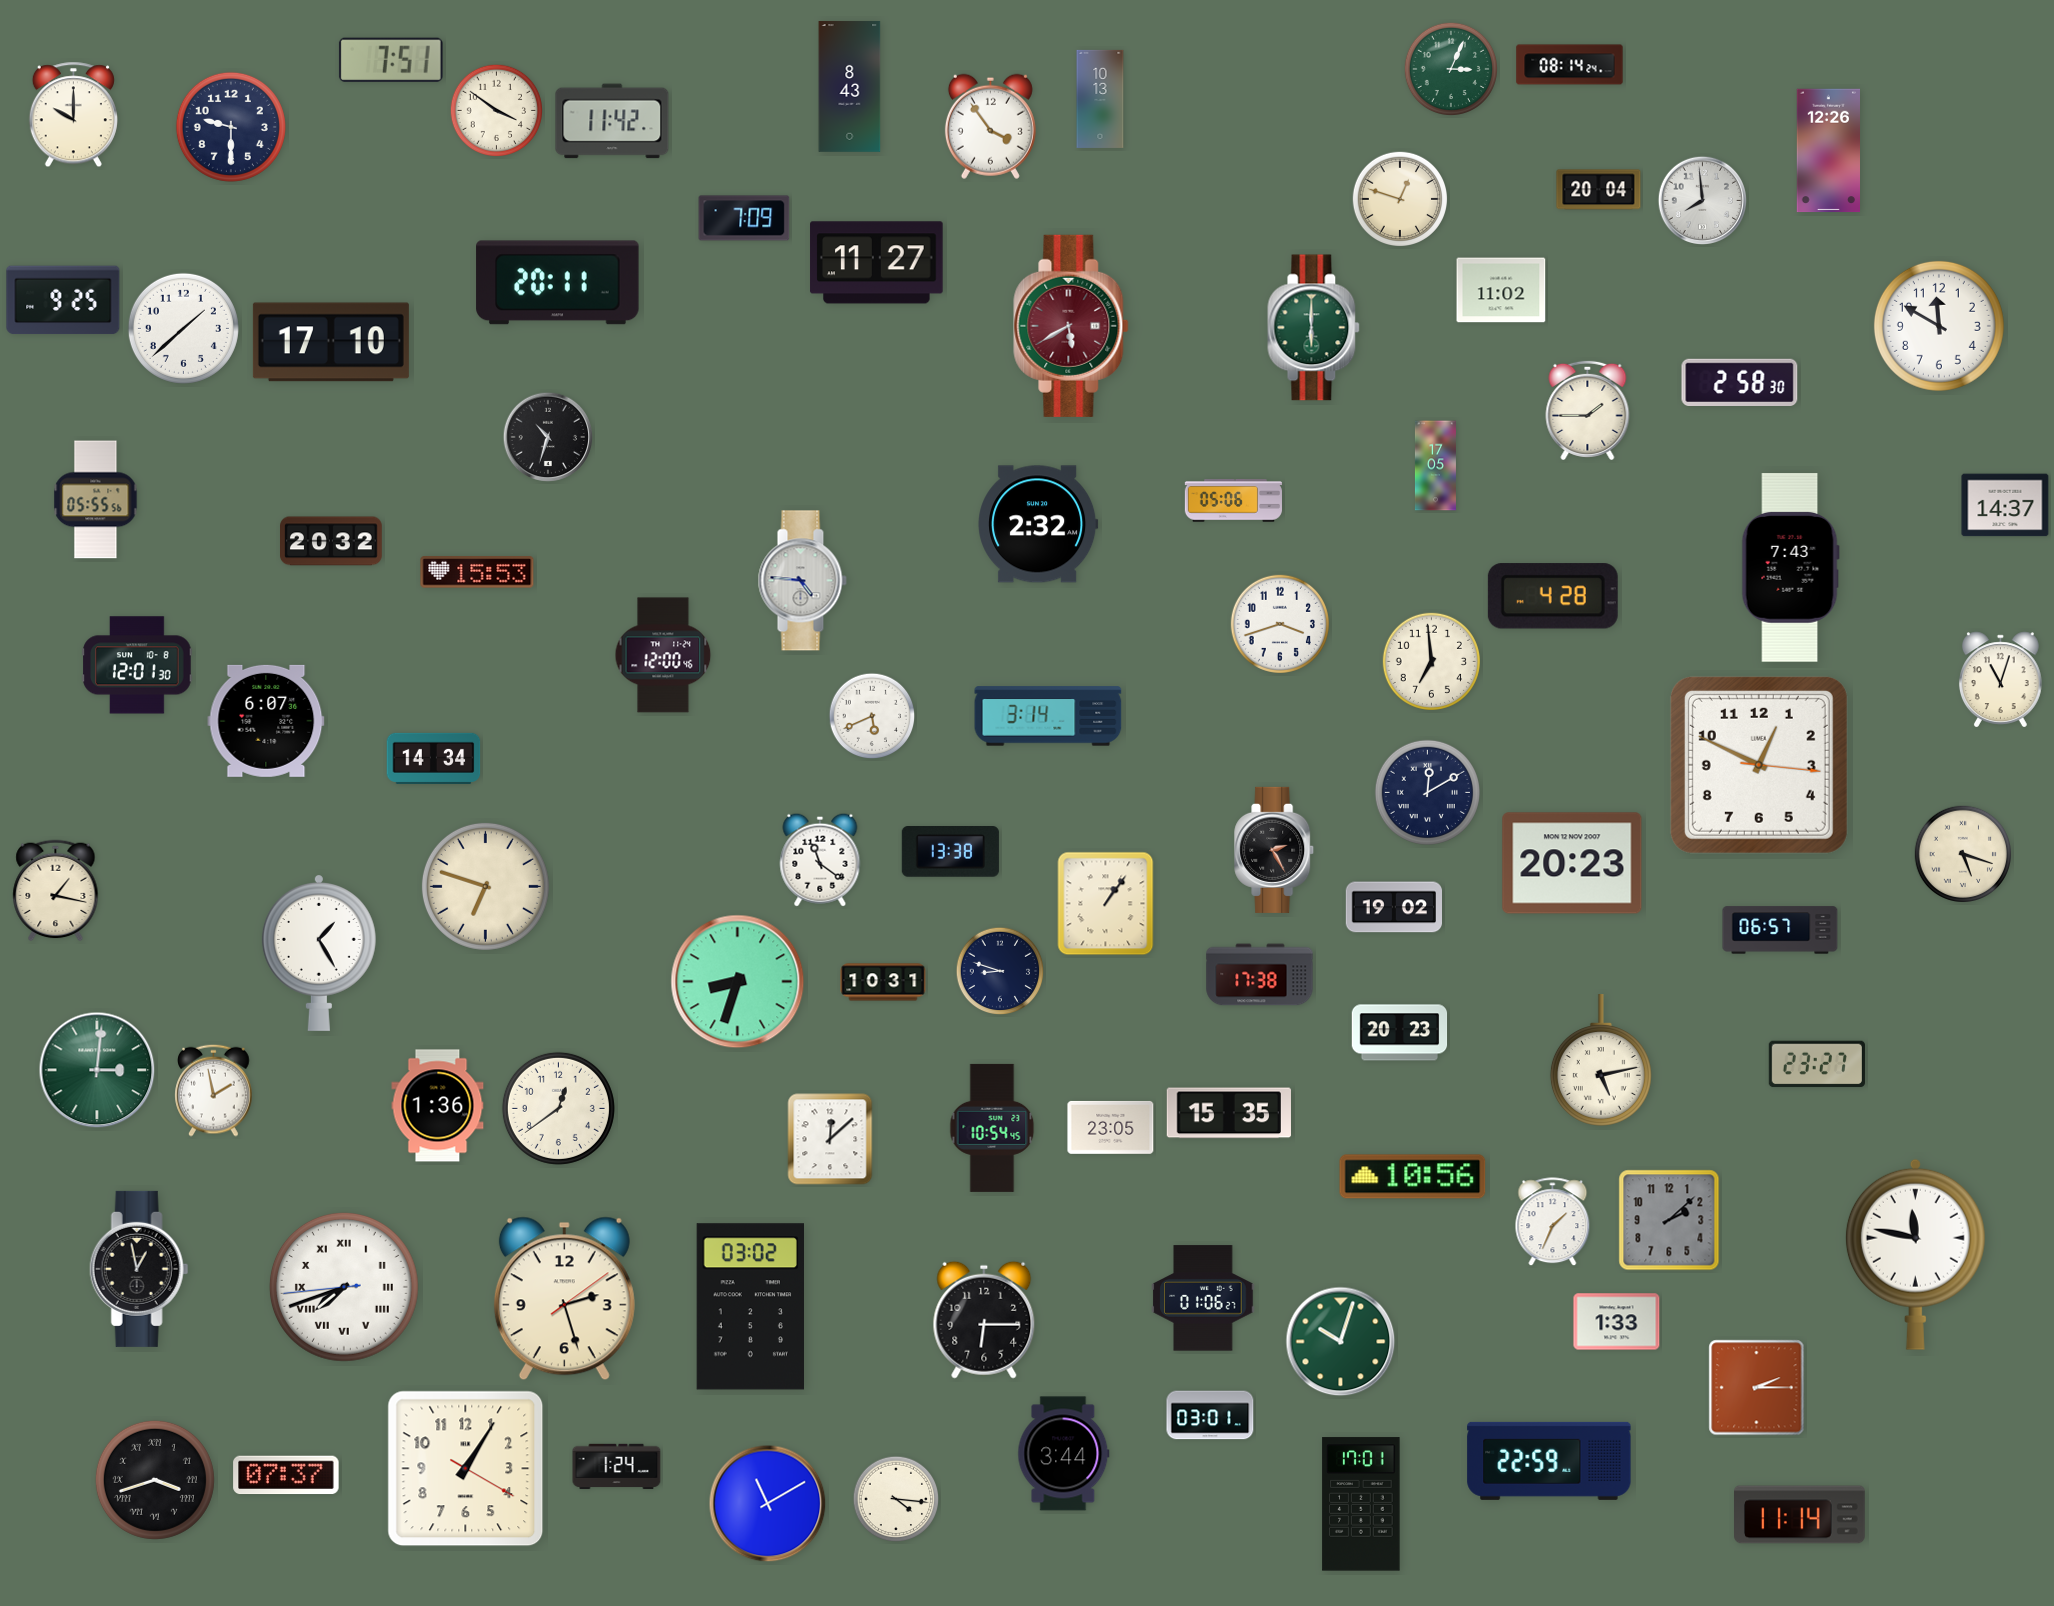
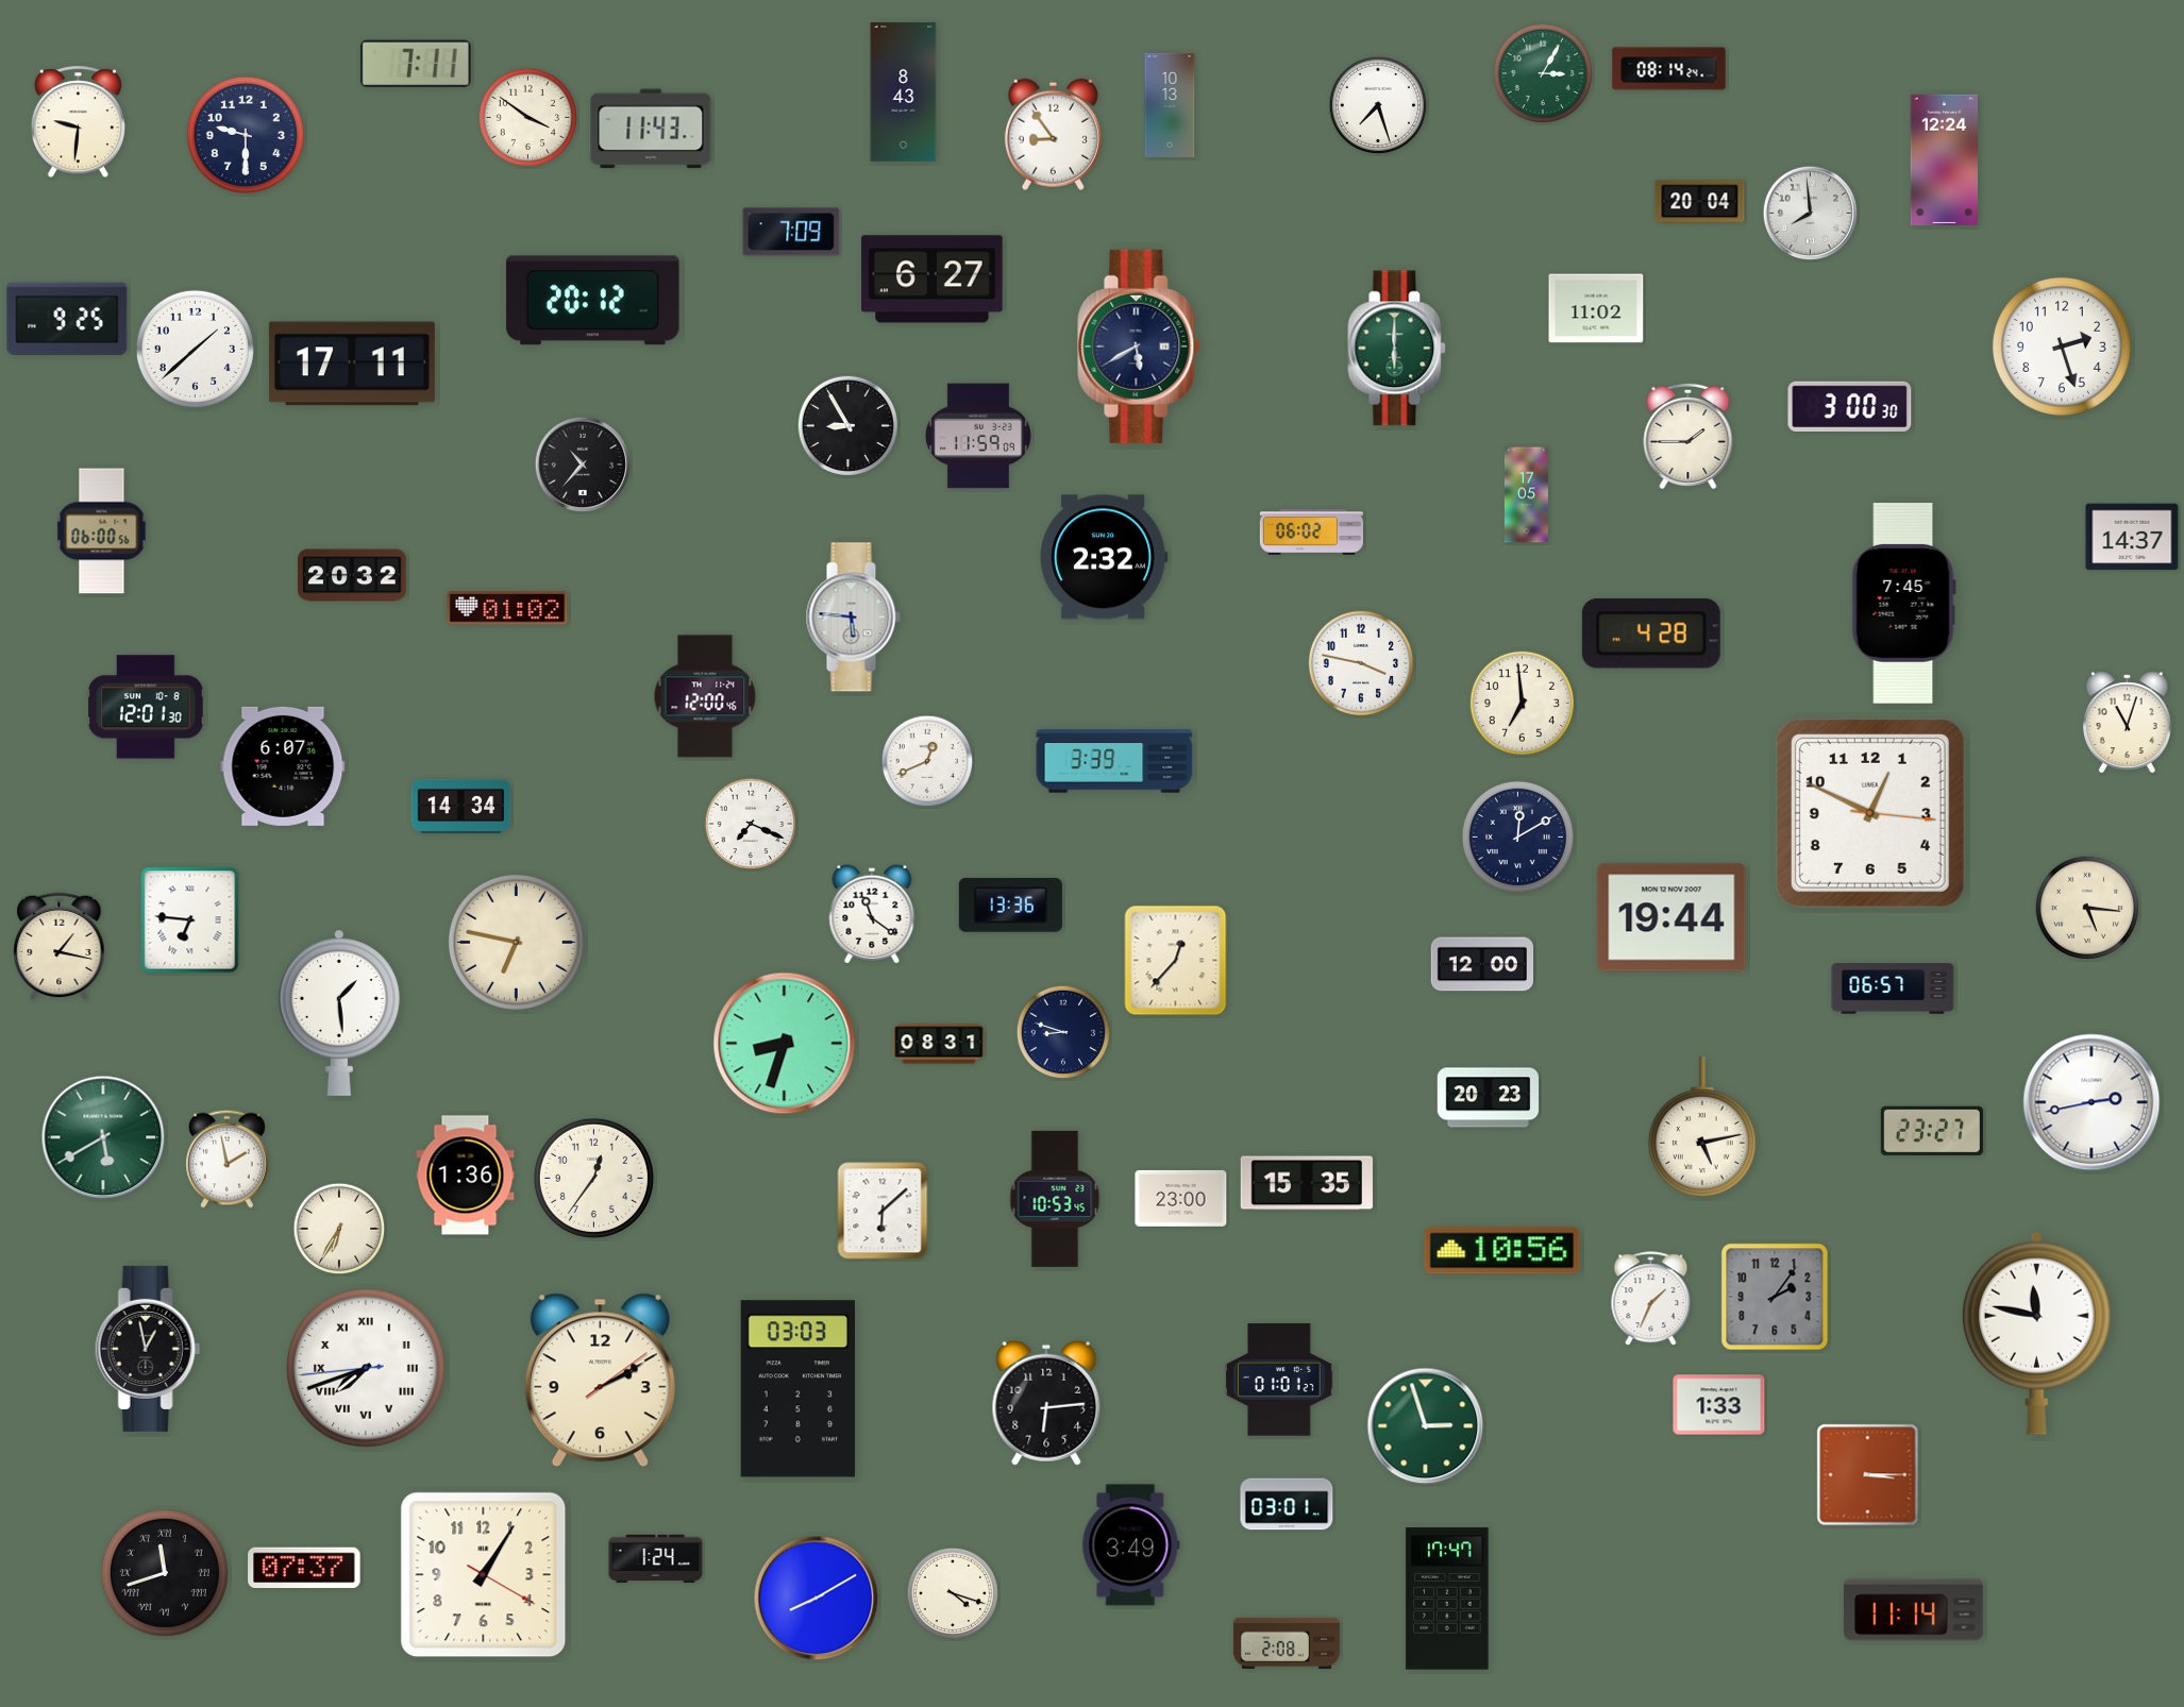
clock at (391, 60): 7:51 -> 7:11
clock at (1450, 68): 3:04 -> 3:05
clock at (1378, 105): none -> 7:27
clock at (73, 115): 10:00 -> 9:31
clock at (612, 121): 11:42 -> 11:43
clock at (990, 126): 3:54 -> 8:54
clock at (1828, 151): 12:26 -> 12:24
clock at (1399, 198): 12:48 -> none
clock at (877, 263): 11:27 -> 6:27
clock at (558, 283): 20:11 -> 20:12
clock at (1071, 326) dial: burgundy -> navy
clock at (1939, 326): 11:50 -> 2:27
clock at (331, 342): 17:10 -> 17:11
clock at (1740, 382): 2:58 -> 3:00
clock at (847, 425): none -> 8:55
clock at (978, 436): none -> 11:59
clock at (548, 437): 10:33 -> 10:37
clock at (96, 500): 05:55 -> 06:00
clock at (1233, 501): 05:06 -> 06:02
clock at (1790, 568): 7:43 -> 7:45
clock at (477, 572): 15:53 -> 01:02
clock at (802, 581): 4:46 -> 5:46
clock at (1280, 624): 3:42 -> 3:47
clock at (872, 716): 5:41 -> 12:41
clock at (1048, 716): 3:14 -> 3:39
clock at (751, 824): none -> 7:19
clock at (1427, 792) position: (1427, 792) -> (1517, 836)
clock at (1275, 850): 2:25 -> none
clock at (950, 852): 13:38 -> 13:36
clock at (1962, 853): 5:18 -> 5:16
clock at (1572, 863): 20:23 -> 19:44
clock at (190, 920): none -> 6:46
clock at (485, 886): 6:48 -> 6:47
clock at (1106, 904): 1:06 -> 12:37
clock at (1393, 907): 19:02 -> 12:00
clock at (319, 953): 1:25 -> 1:29
clock at (1260, 975): 17:38 -> none
clock at (883, 982): 10:31 -> 08:31
clock at (2091, 1102): none -> 2:43
clock at (97, 1070): 3:01 -> 5:40
clock at (558, 1108): 12:39 -> 12:36
clock at (1111, 1127): 23:05 -> 23:00
clock at (992, 1128): 10:54 -> 10:53
clock at (830, 1139): 12:08 -> 6:08
clock at (339, 1229): none -> 6:35
clock at (1669, 1220): 2:08 -> 2:06
clock at (1203, 1298): 01:06 -> 01:01
clock at (564, 1299): 2:27 -> 2:10
clock at (750, 1307): 03:02 -> 03:03
clock at (984, 1320): 6:15 -> 6:14
clock at (1341, 1342): 10:03 -> 2:57
clock at (1757, 1388): 2:15 -> 3:15
clock at (1064, 1454): 3:44 -> 3:49
clock at (1549, 1461): 22:59 -> none
clock at (466, 1469) position: (466, 1469) -> (484, 1575)
clock at (155, 1480): 3:42 -> 11:42
clock at (896, 1499): 4:16 -> 4:18
clock at (768, 1504): 11:10 -> 8:10
clock at (1361, 1504): 17:01 -> 17:47
clock at (1287, 1642): none -> 2:08
